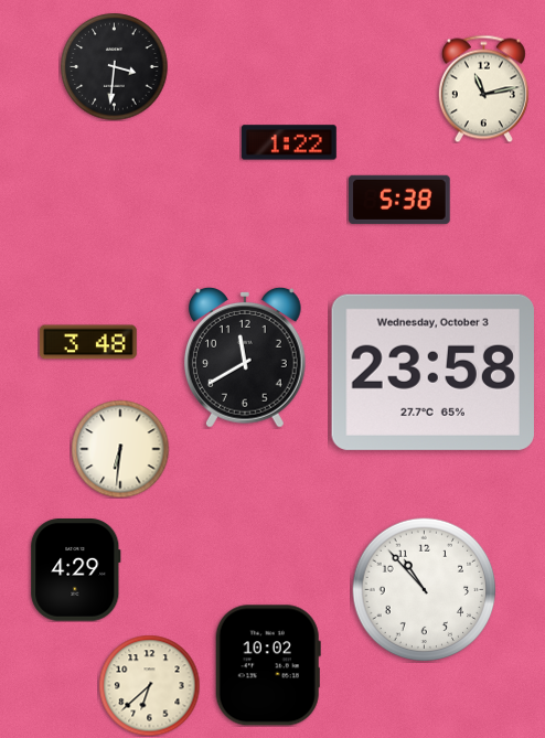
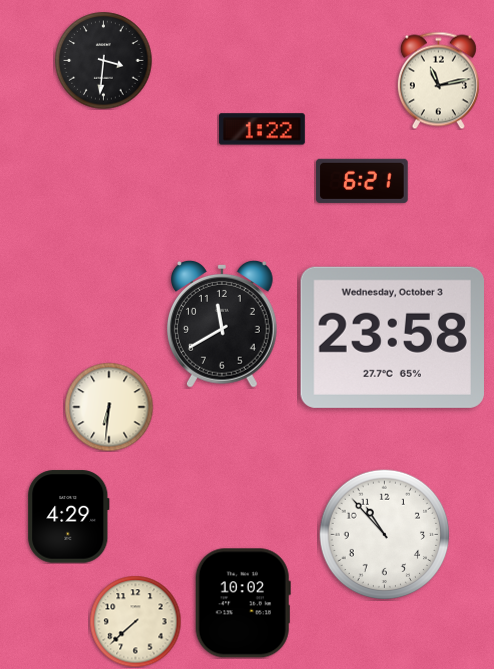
clock at (399, 200): 5:38 -> 6:21
clock at (88, 342): 3:48 -> none
clock at (149, 685): 6:38 -> 7:38
